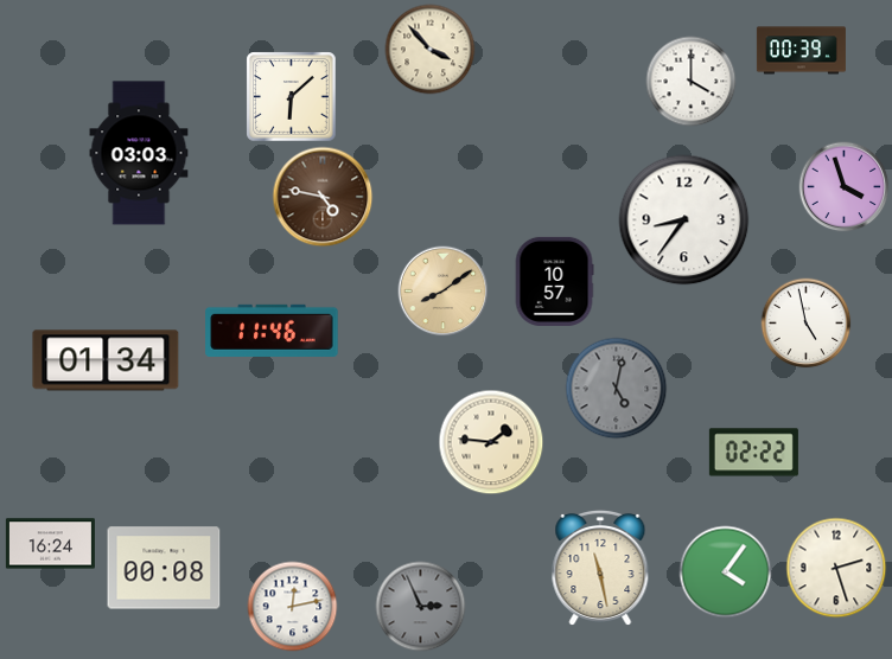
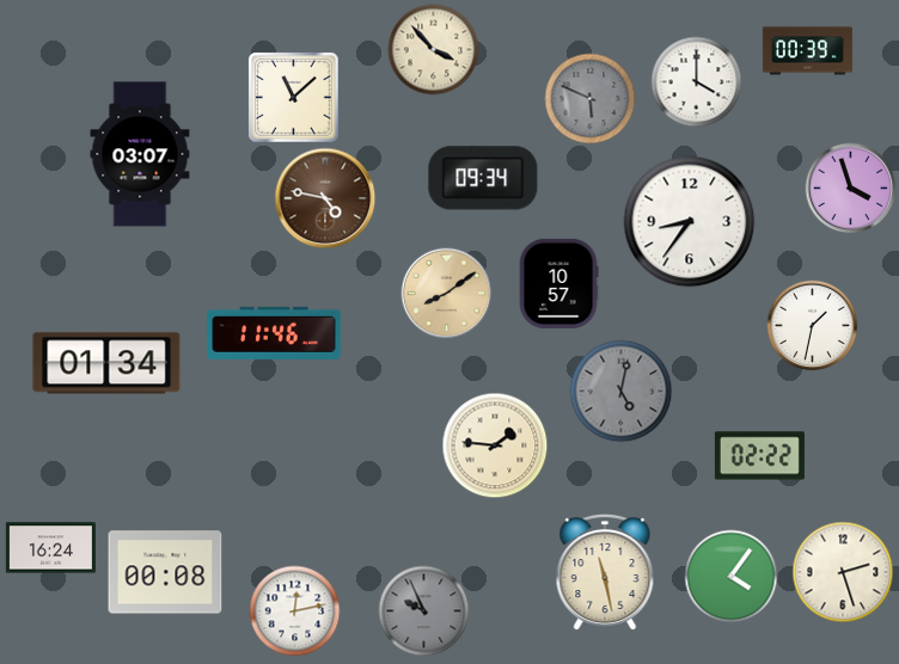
clock at (292, 97): 6:08 -> 11:08
clock at (591, 99): none -> 5:49
clock at (139, 153): 03:03 -> 03:07
clock at (483, 178): none -> 09:34
clock at (807, 324): 4:58 -> 1:32
clock at (421, 607): 2:56 -> 9:56
